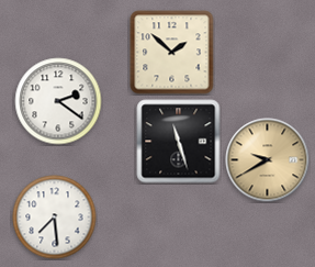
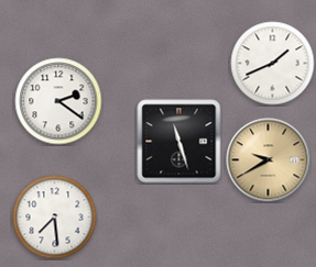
clock at (172, 53): 1:52 -> none
clock at (273, 64): none -> 1:41
